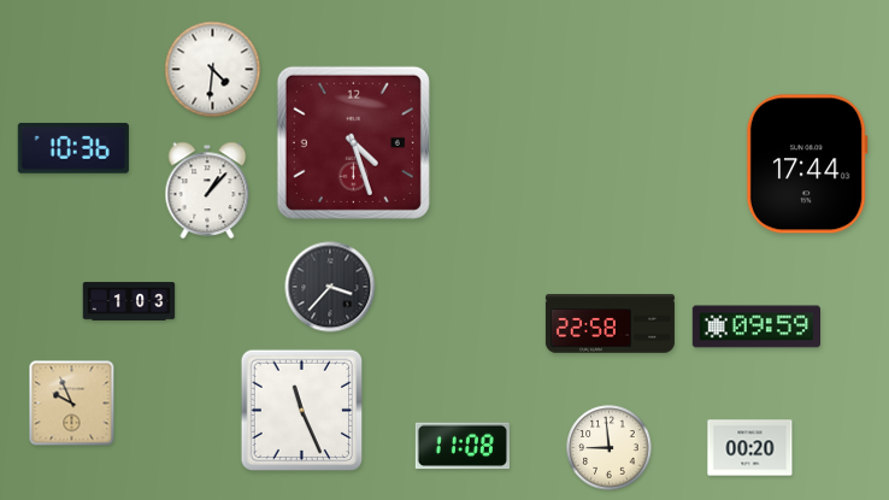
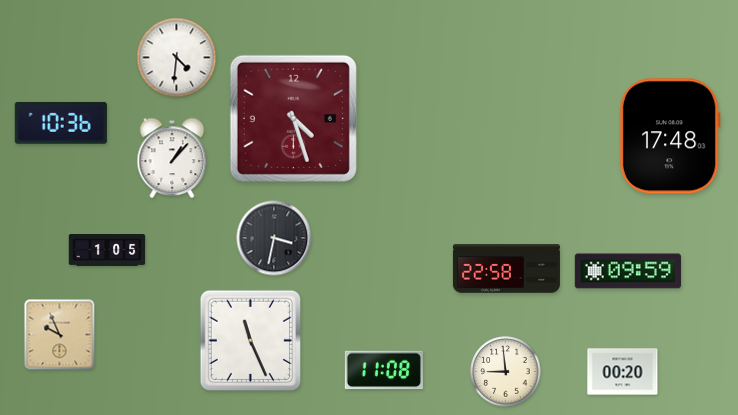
clock at (807, 164): 17:44 -> 17:48
clock at (330, 287): 3:37 -> 3:32
clock at (129, 301): 1:03 -> 1:05
